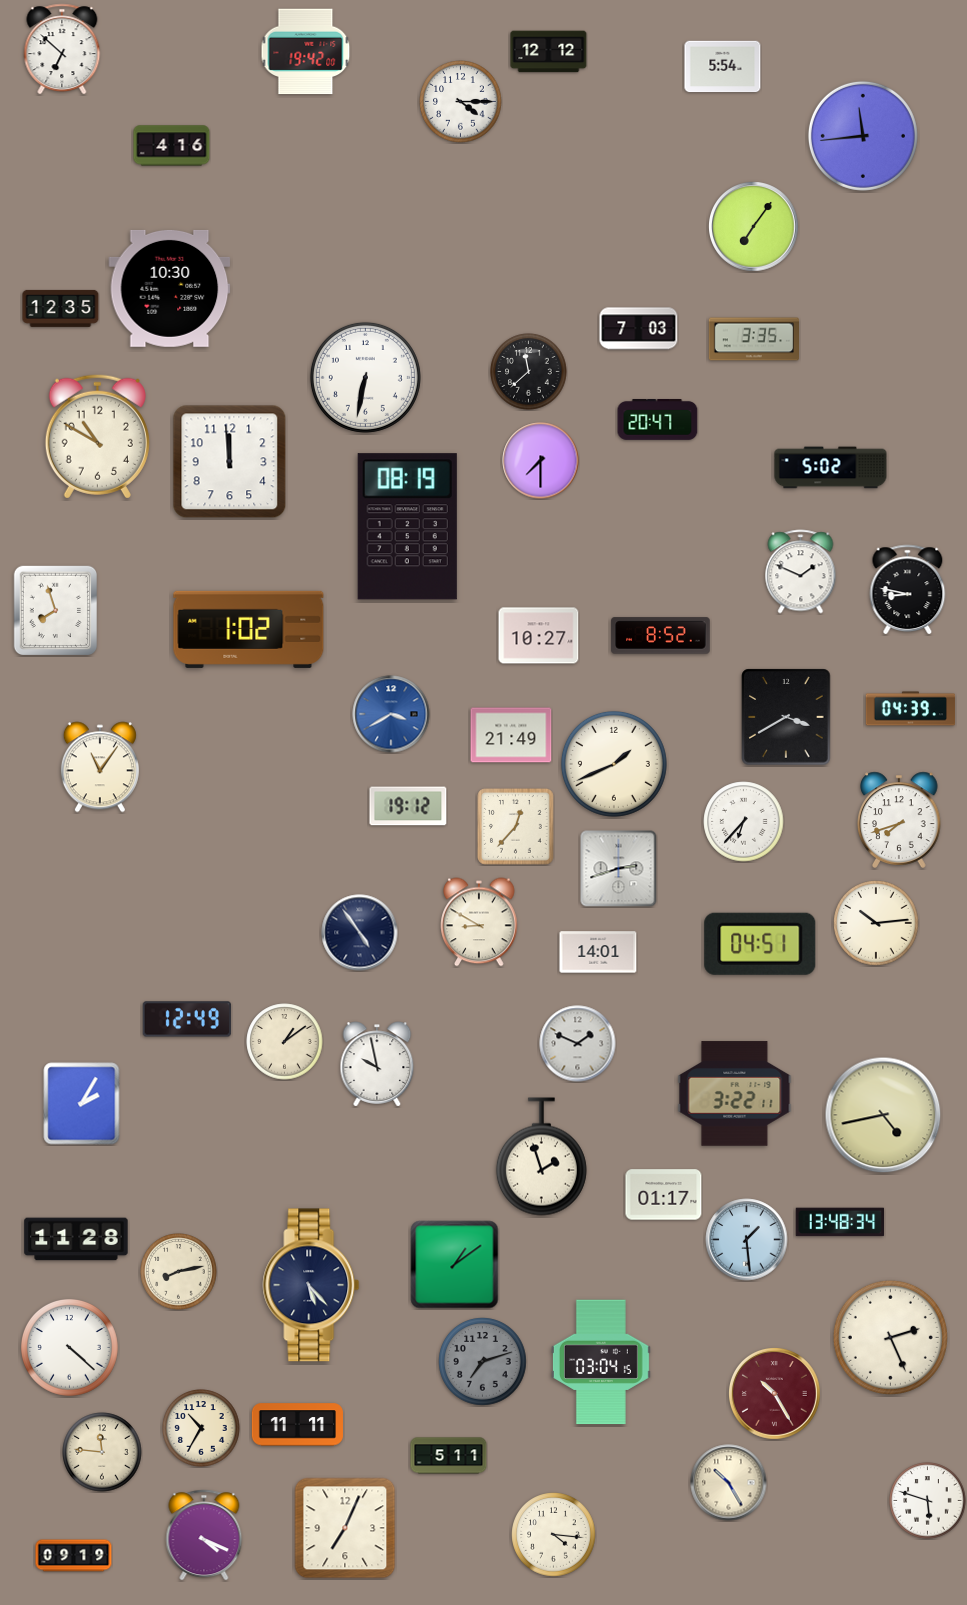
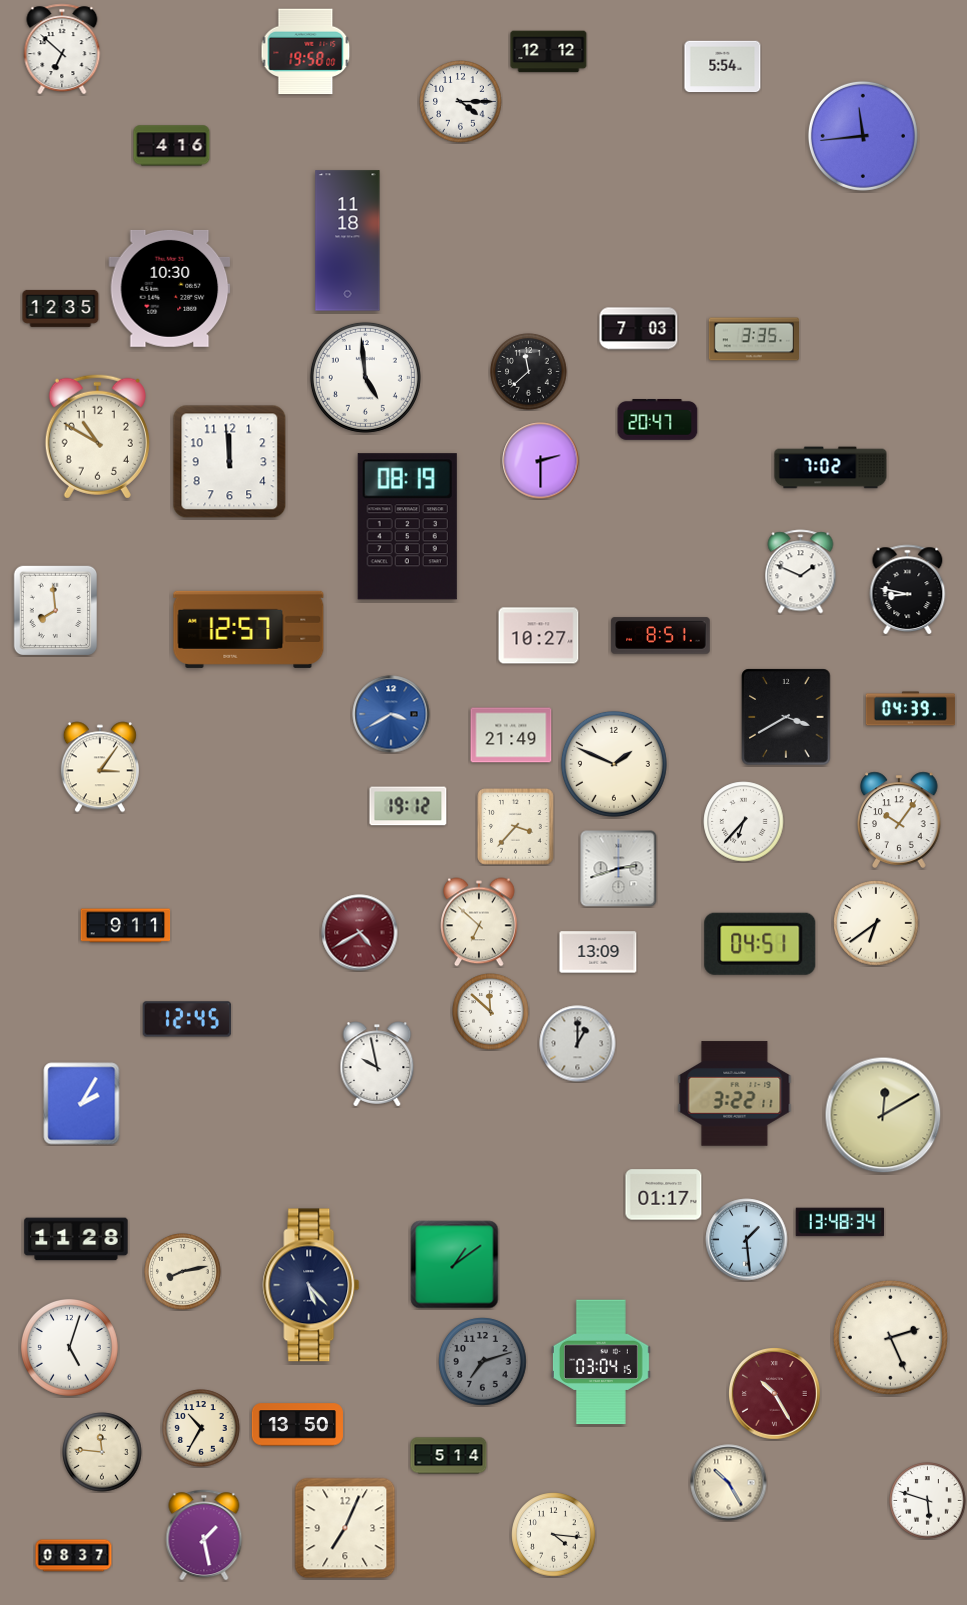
clock at (306, 52): 19:42 -> 19:58
clock at (754, 227): 7:06 -> none
clock at (348, 241): none -> 11:18
clock at (365, 377): 6:32 -> 4:59
clock at (541, 461): 7:30 -> 2:30
clock at (831, 468): 5:02 -> 7:02
clock at (55, 611): 7:57 -> 7:59
clock at (249, 629): 1:02 -> 12:57
clock at (661, 636): 8:52 -> 8:51
clock at (614, 764): 1:41 -> 1:49
clock at (100, 767): 11:06 -> 3:06
clock at (899, 820): 7:42 -> 10:06
clock at (516, 827): 12:37 -> 3:37
clock at (479, 922): 8:50 -> 6:52
clock at (876, 923): 10:14 -> 6:39
clock at (126, 926): none -> 9:11
clock at (360, 933): 4:54 -> 4:40
clock at (360, 933) dial: navy -> burgundy
clock at (598, 952): 14:01 -> 13:09
clock at (491, 1012): none -> 11:52
clock at (187, 1019): 12:49 -> 12:45
clock at (285, 1042): 1:09 -> none
clock at (578, 1044): 1:49 -> 1:00
clock at (883, 1115): 4:43 -> 12:10
clock at (541, 1157): 1:57 -> none
clock at (179, 1272) position: (179, 1272) -> (183, 1272)
clock at (69, 1347): 4:22 -> 5:03
clock at (297, 1425): 11:11 -> 13:50
clock at (449, 1456): 5:11 -> 5:14
clock at (204, 1535): 4:19 -> 1:28
clock at (74, 1556): 09:19 -> 08:37
